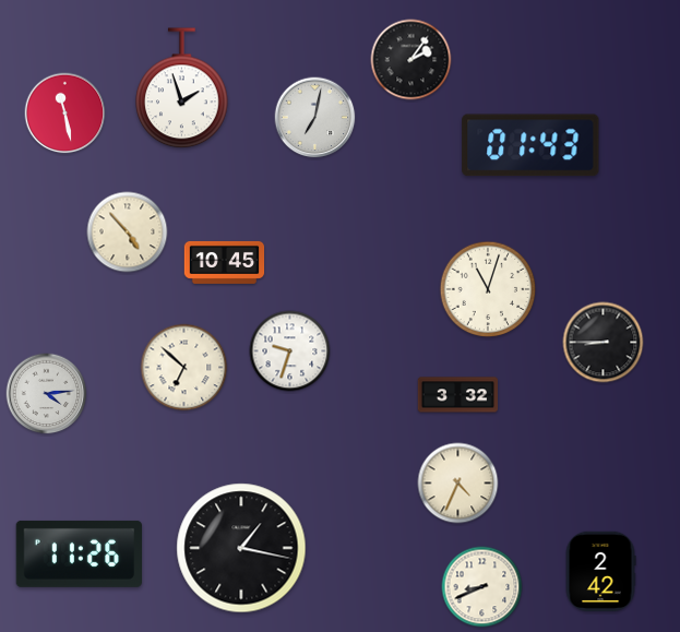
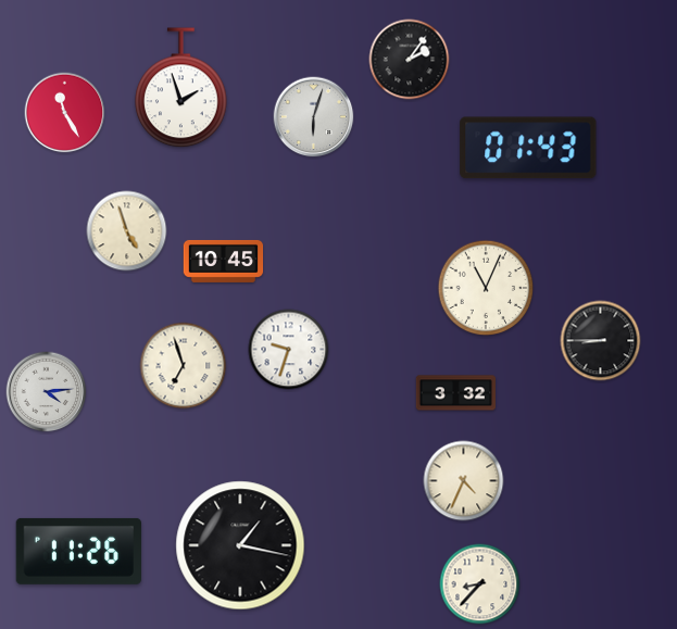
clock at (65, 114): 11:28 -> 11:25
clock at (315, 118): 7:02 -> 6:03
clock at (530, 145) position: (530, 145) -> (528, 148)
clock at (128, 232): 4:53 -> 4:57
clock at (488, 289): 11:03 -> 11:04
clock at (184, 368): 6:52 -> 6:57
clock at (458, 484) position: (458, 484) -> (464, 481)
clock at (600, 571): 2:42 -> none
clock at (482, 587): 8:41 -> 8:37
